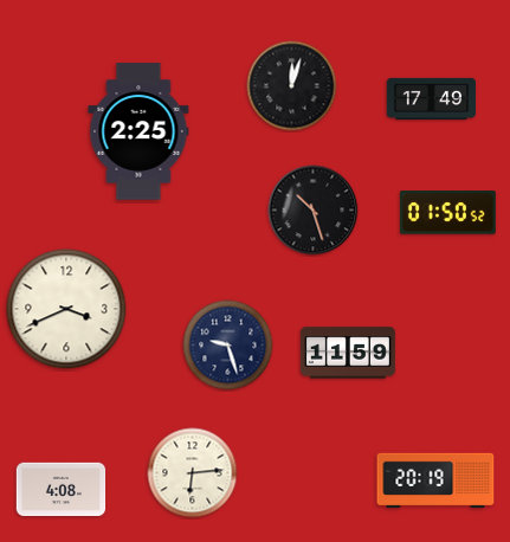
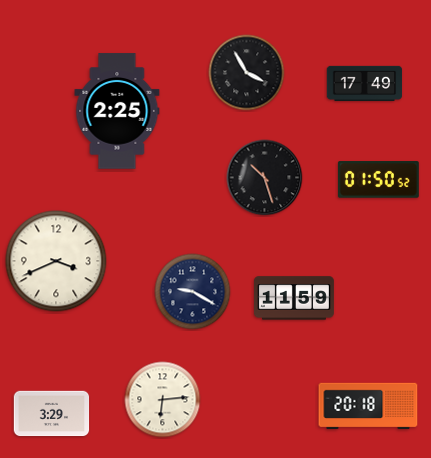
clock at (292, 86): 12:03 -> 3:55
clock at (228, 346): 9:27 -> 9:20
clock at (435, 480): 20:19 -> 20:18
clock at (62, 490): 4:08 -> 3:29
